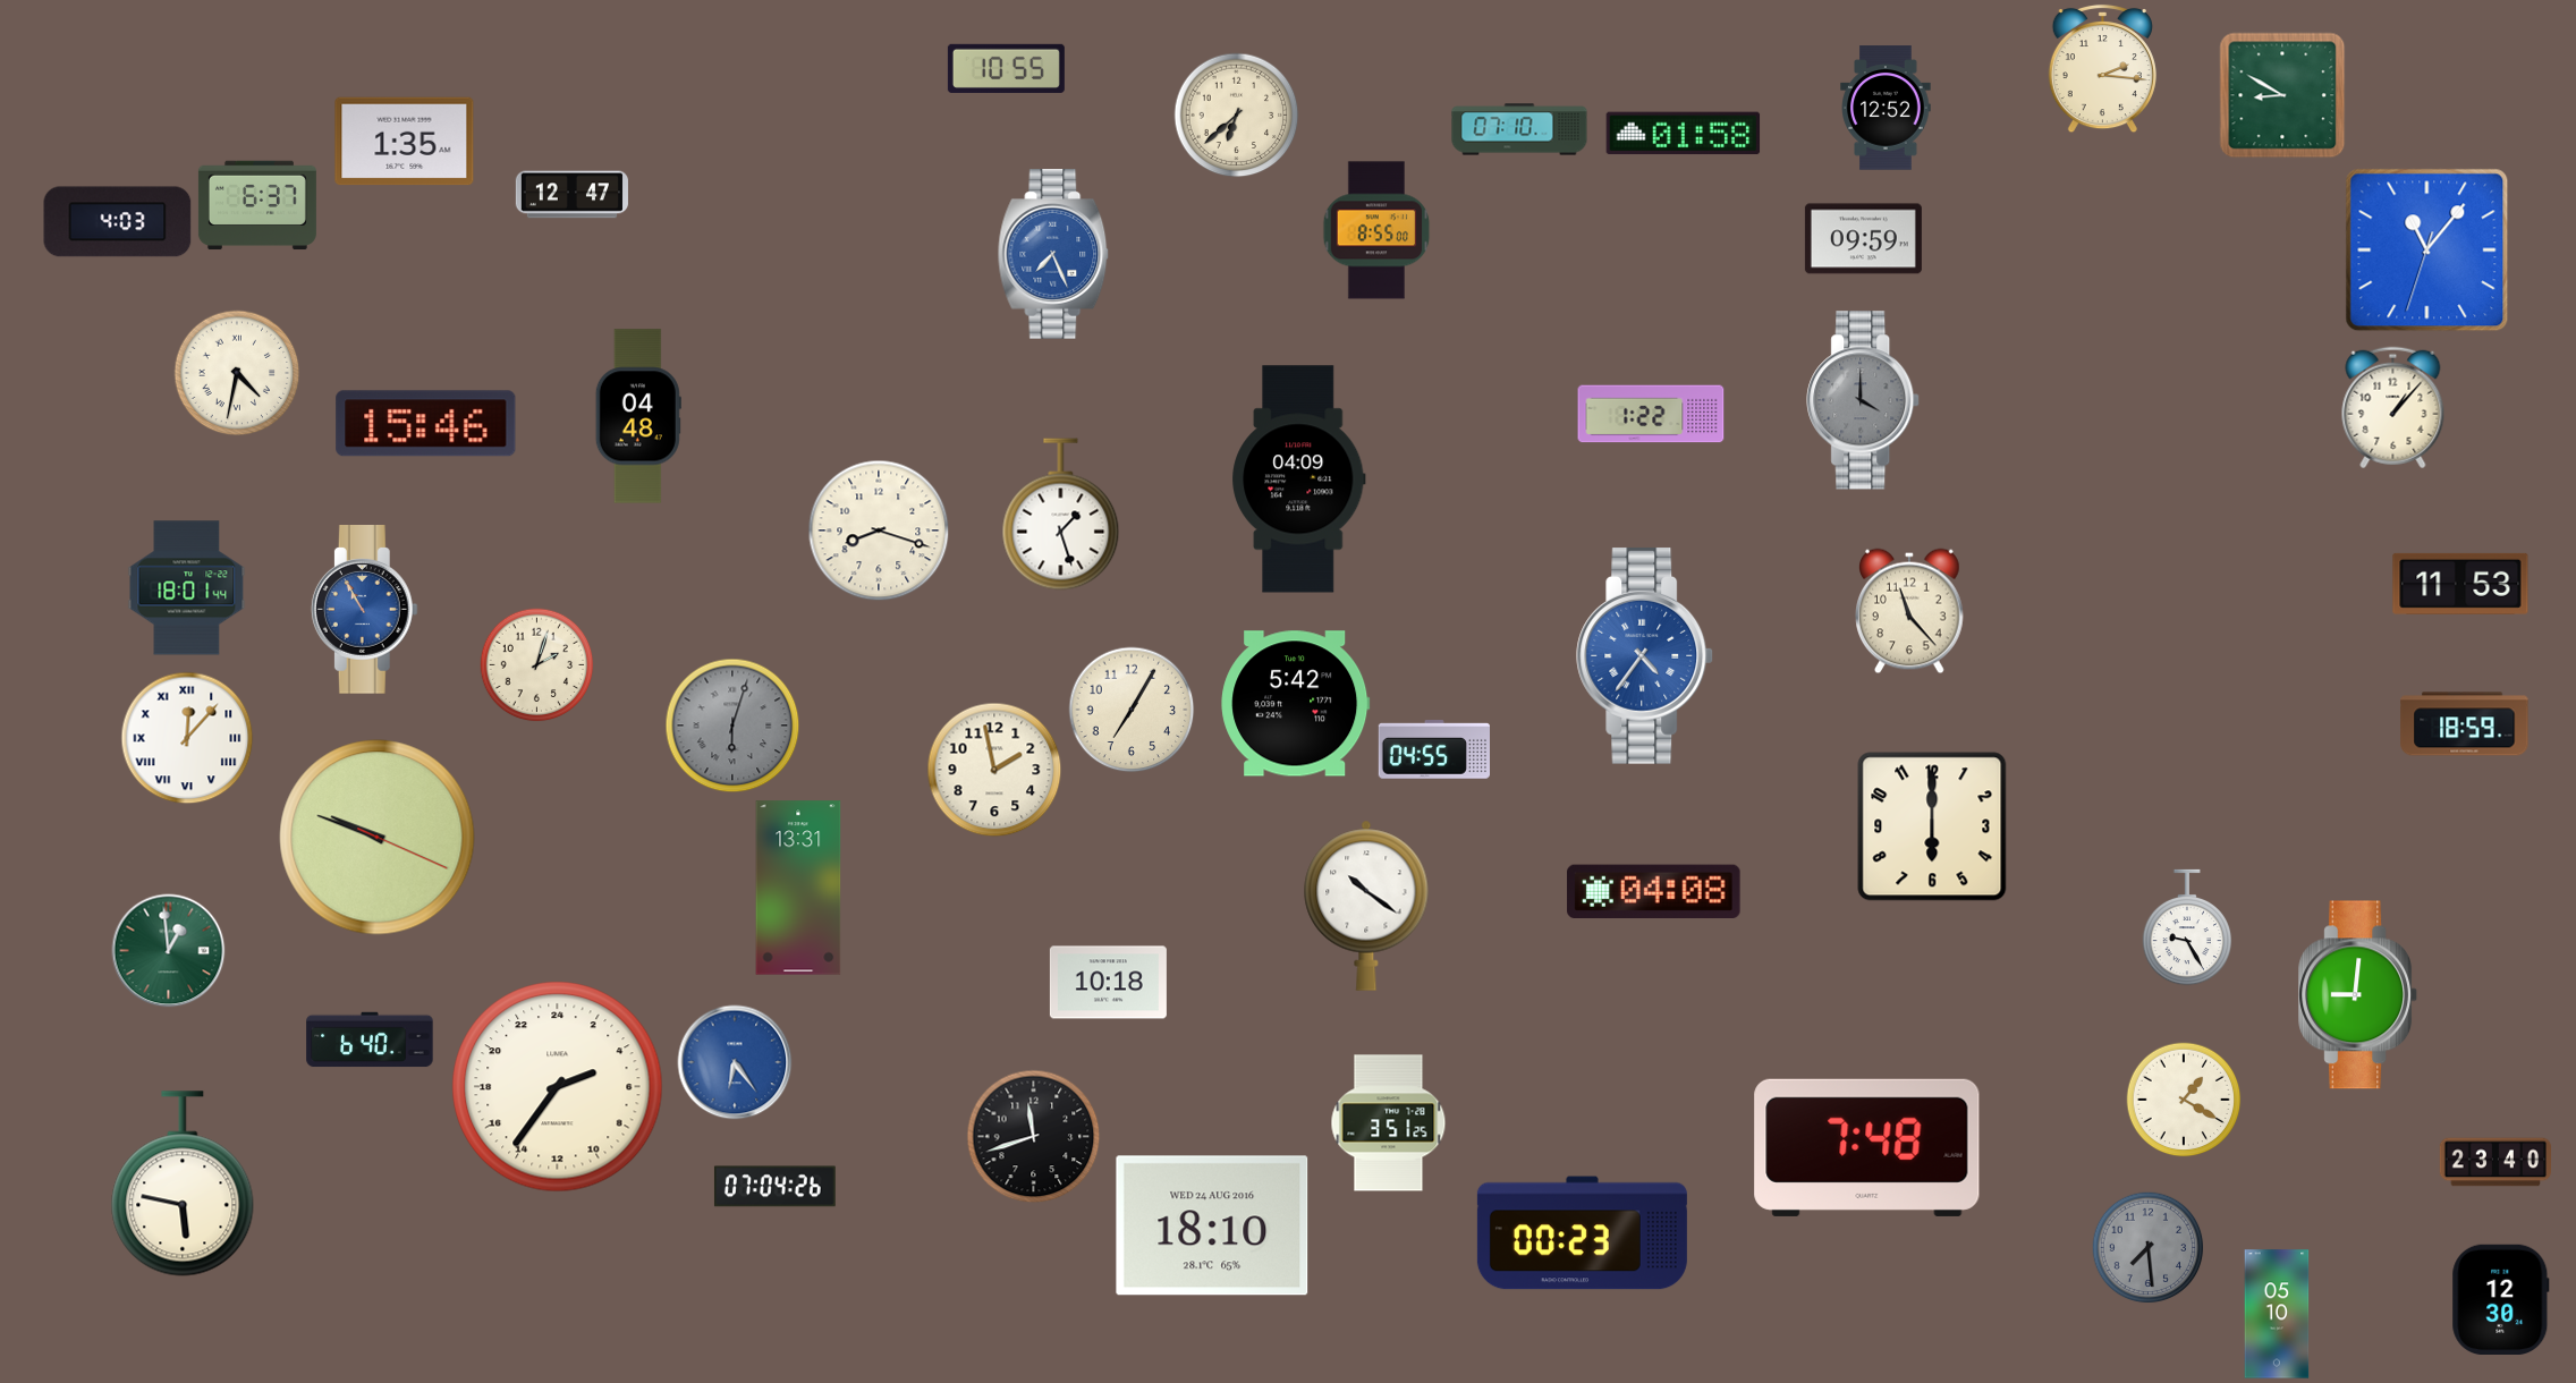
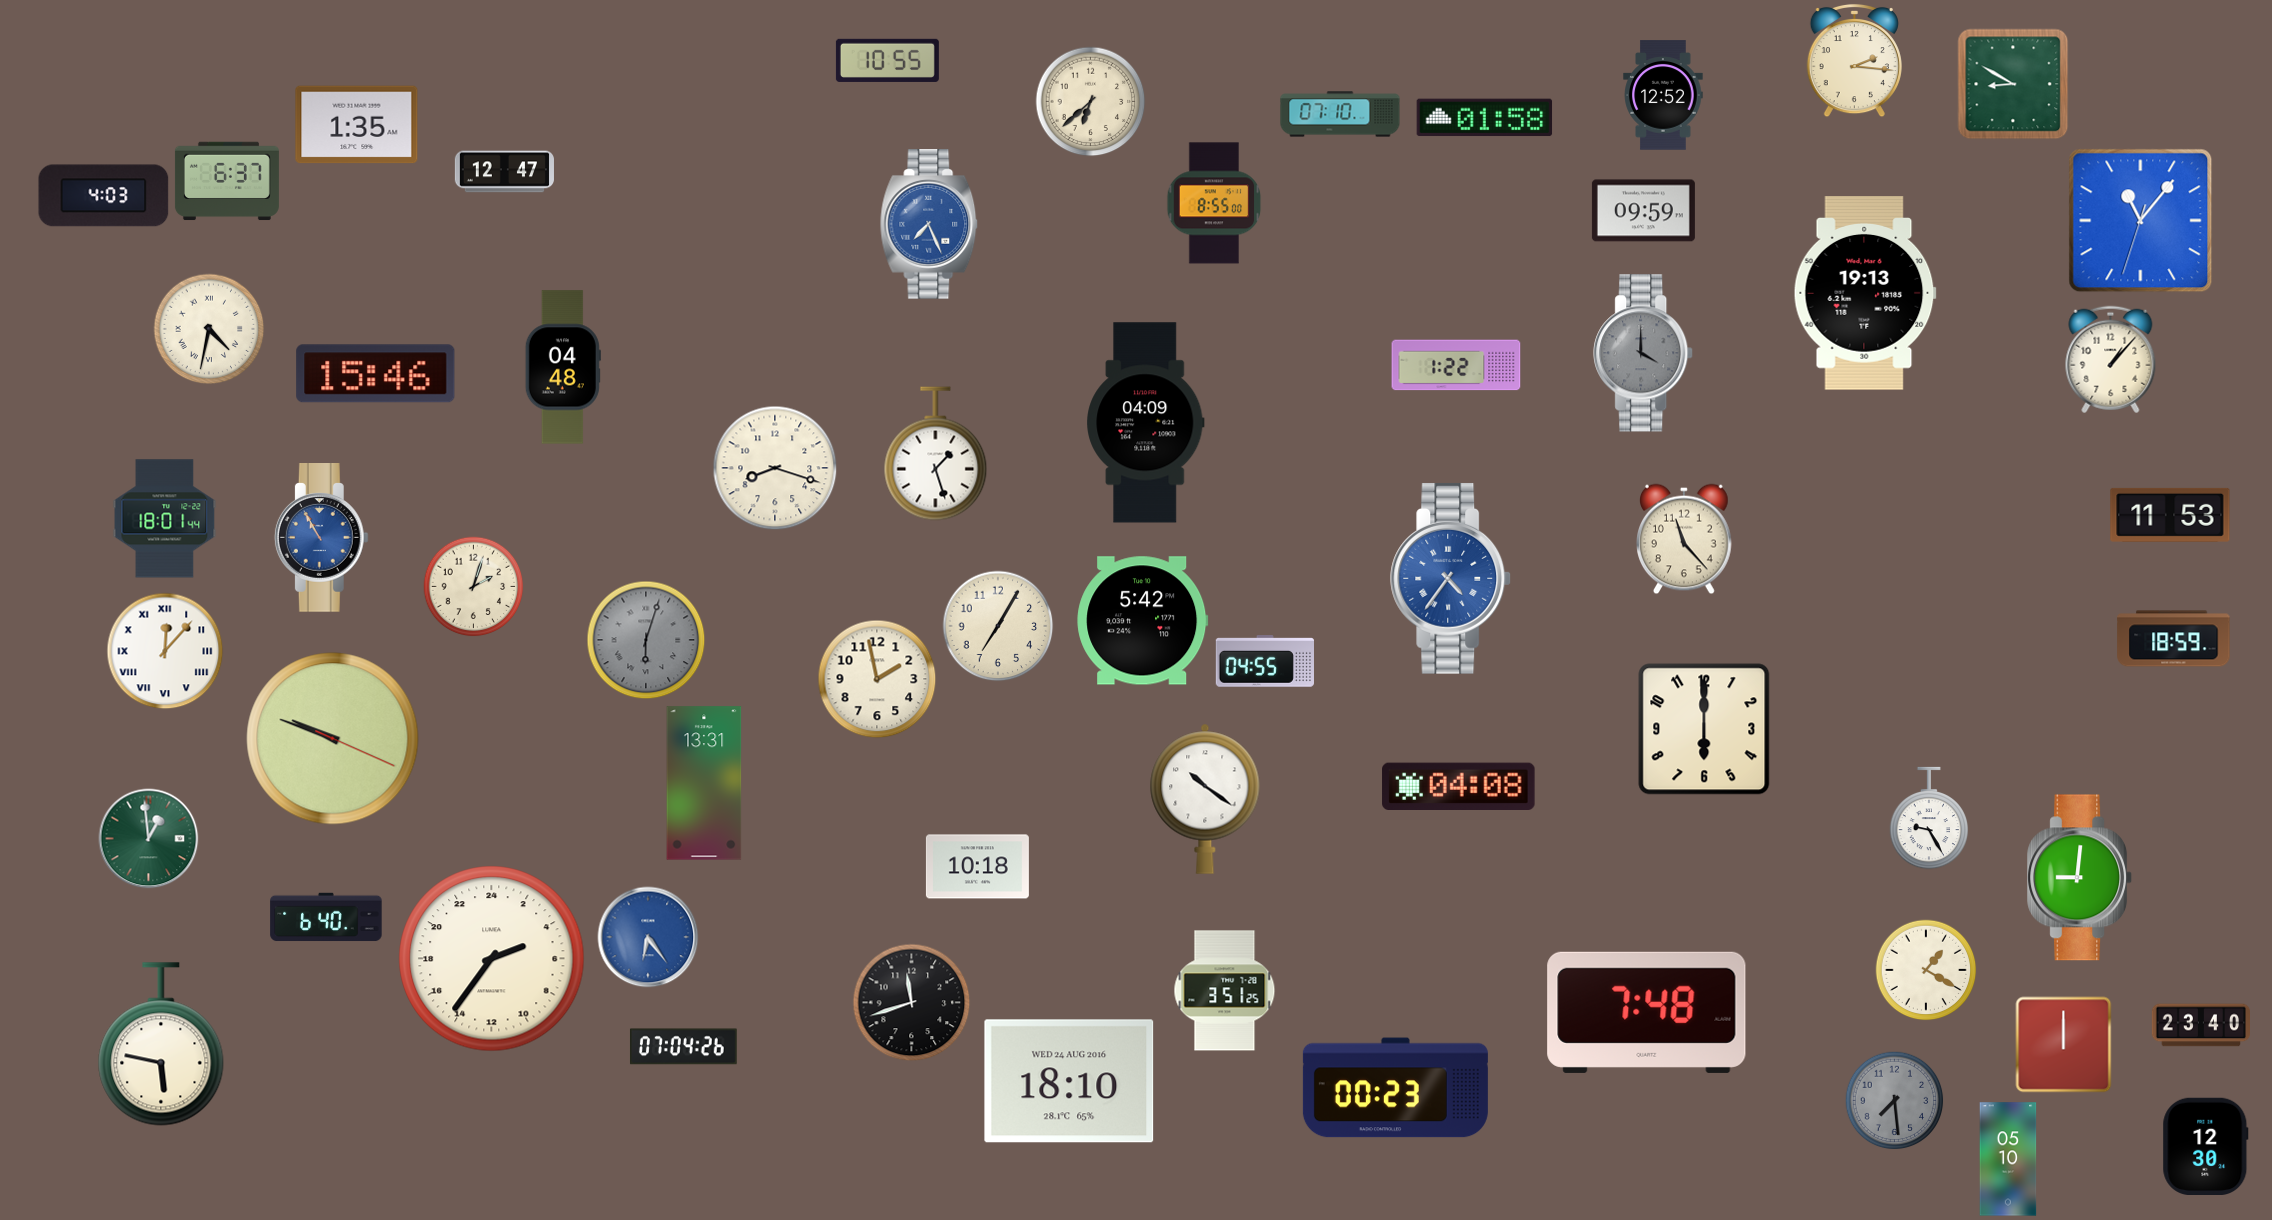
clock at (1865, 293): none -> 19:13
clock at (2064, 1045): none -> 12:00
